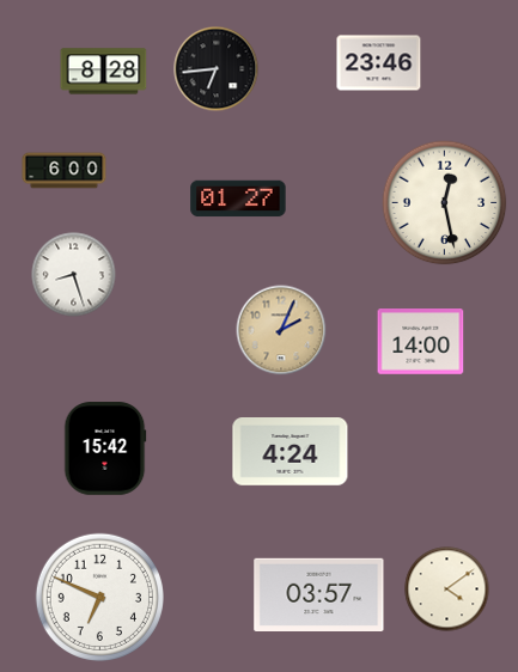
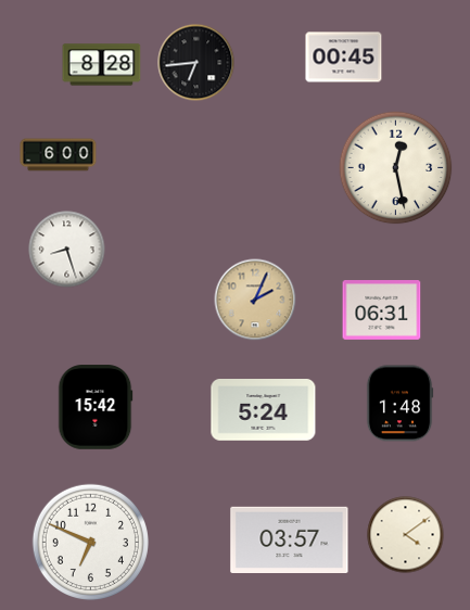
clock at (379, 63): 23:46 -> 00:45
clock at (104, 72) position: (104, 72) -> (102, 65)
clock at (238, 198): 01:27 -> none
clock at (445, 203) position: (445, 203) -> (396, 168)
clock at (421, 342): 14:00 -> 06:31
clock at (399, 404): none -> 1:48
clock at (291, 452): 4:24 -> 5:24
